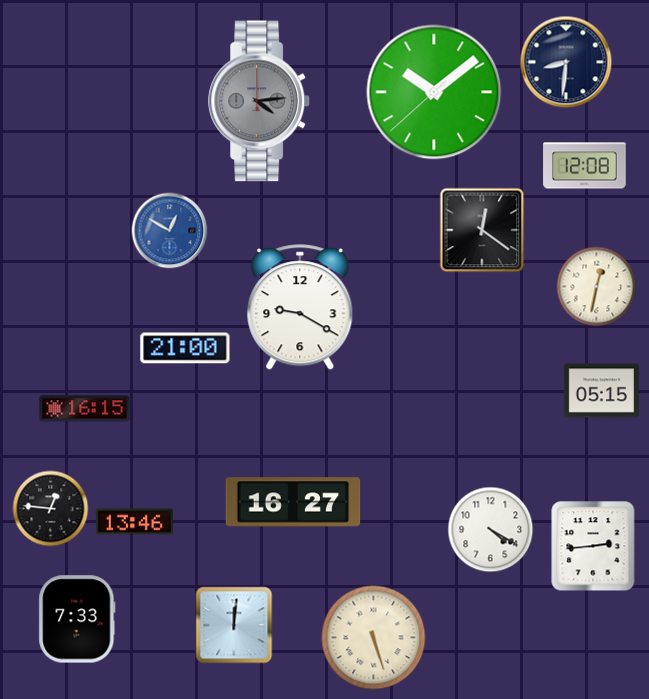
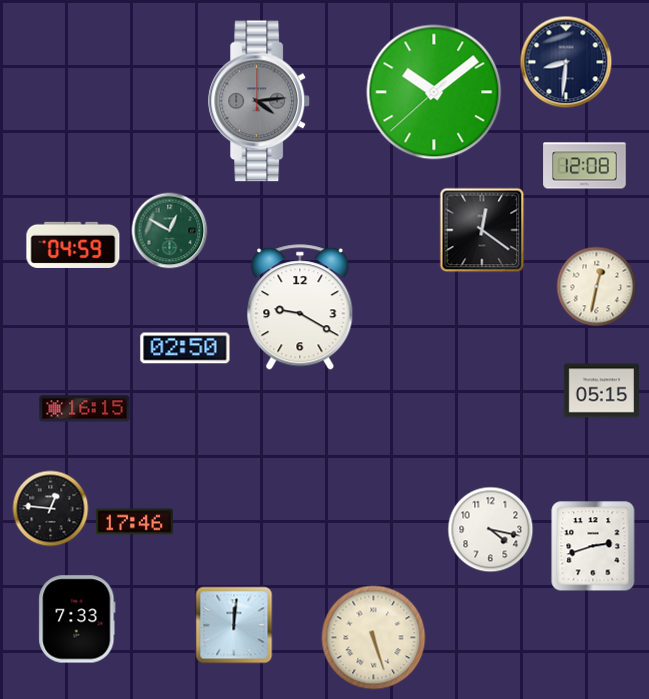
clock at (170, 231) dial: blue -> green
clock at (73, 245): none -> 04:59
clock at (185, 348): 21:00 -> 02:50
clock at (293, 502): 16:27 -> none
clock at (134, 522): 13:46 -> 17:46
clock at (491, 530): 4:20 -> 4:17
clock at (593, 546): 2:44 -> 2:42
